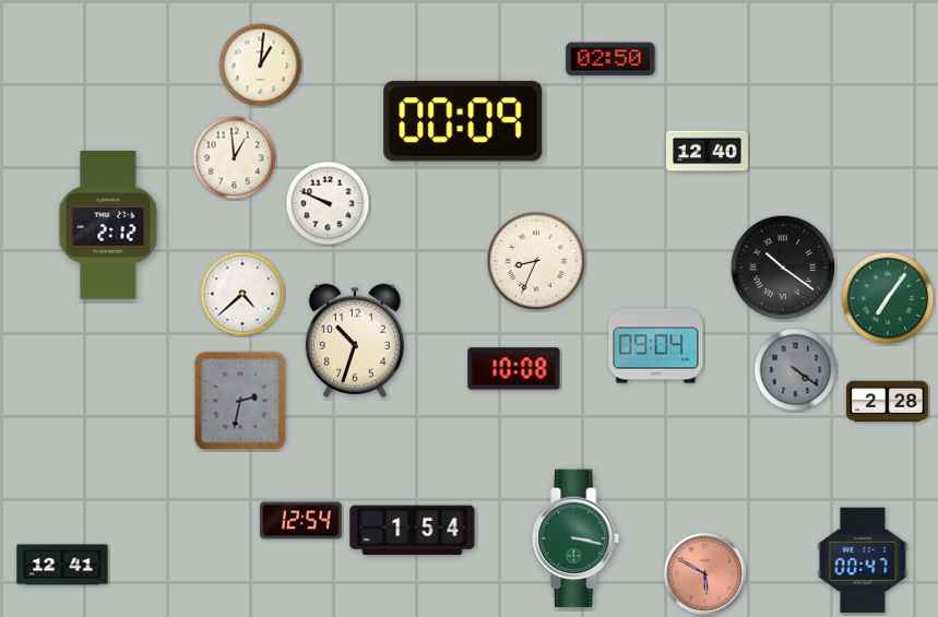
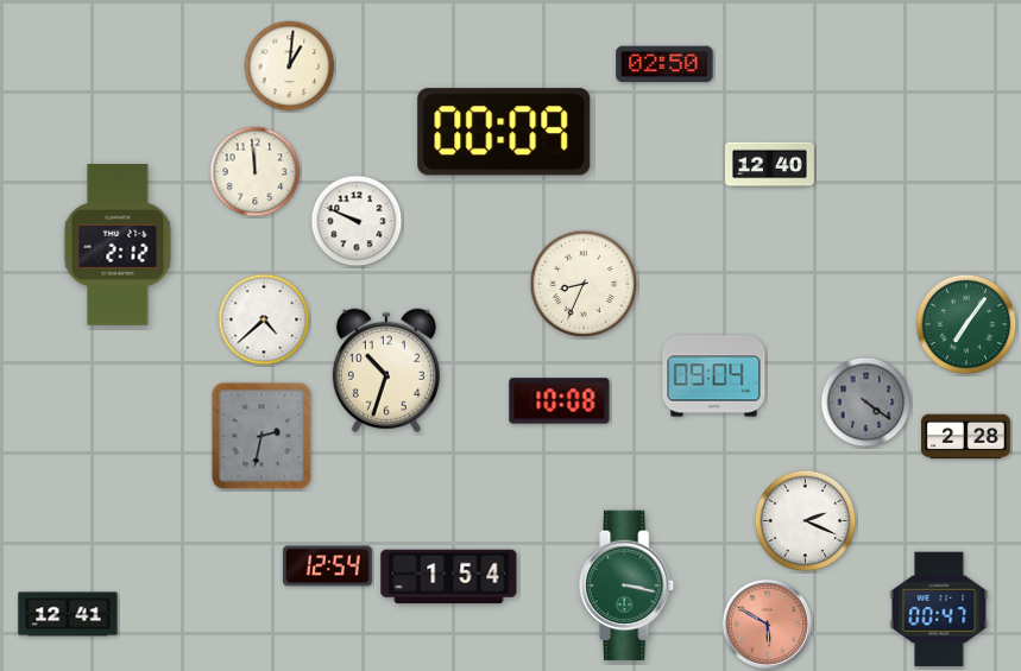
clock at (261, 66) position: (261, 66) -> (290, 67)
clock at (235, 158): 12:59 -> 11:59
clock at (783, 268): 10:21 -> none
clock at (806, 521): none -> 2:19
